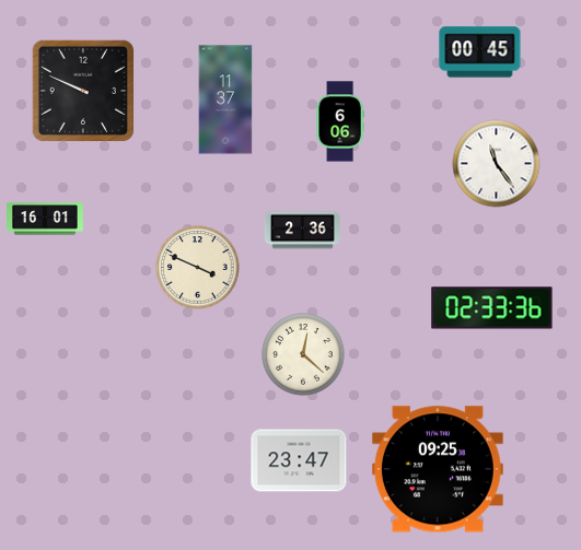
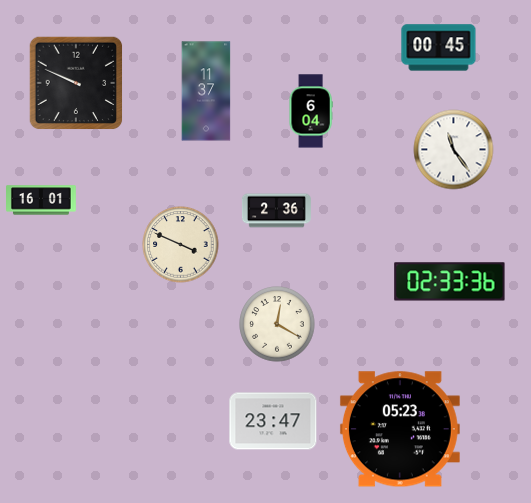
clock at (340, 121): 6:06 -> 6:04
clock at (303, 354): 12:22 -> 12:20
clock at (438, 469): 09:25 -> 05:23
